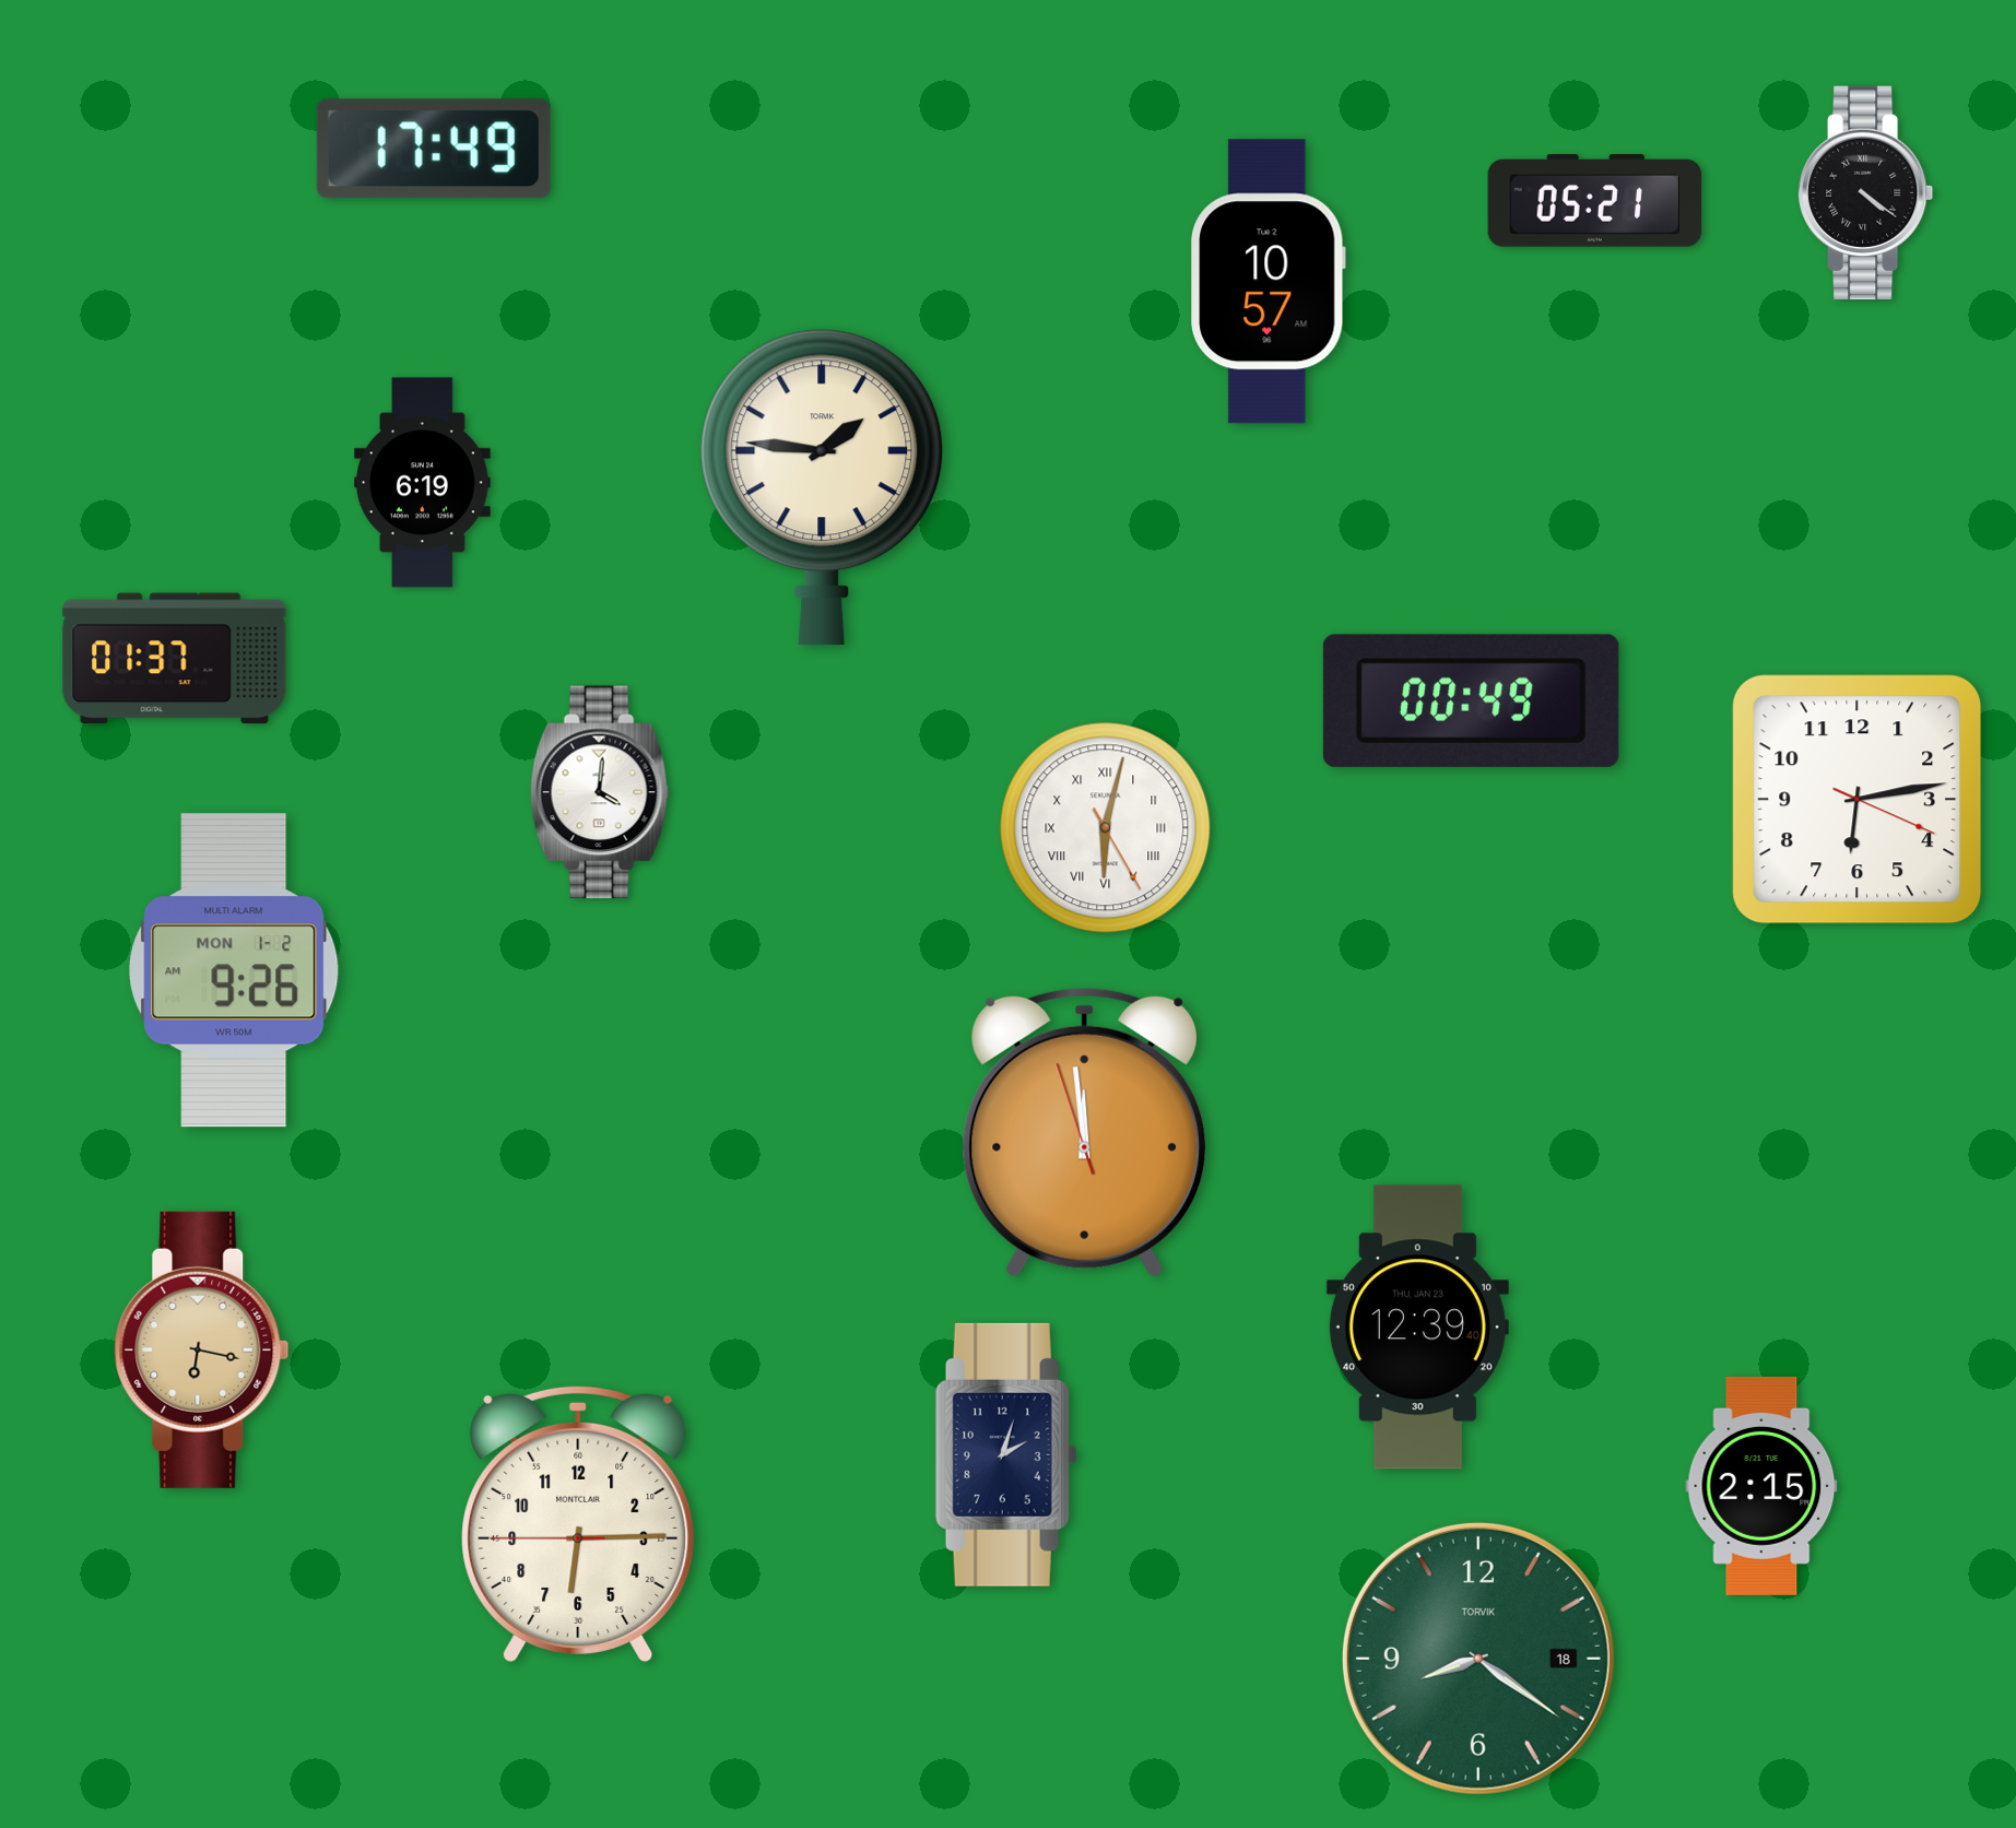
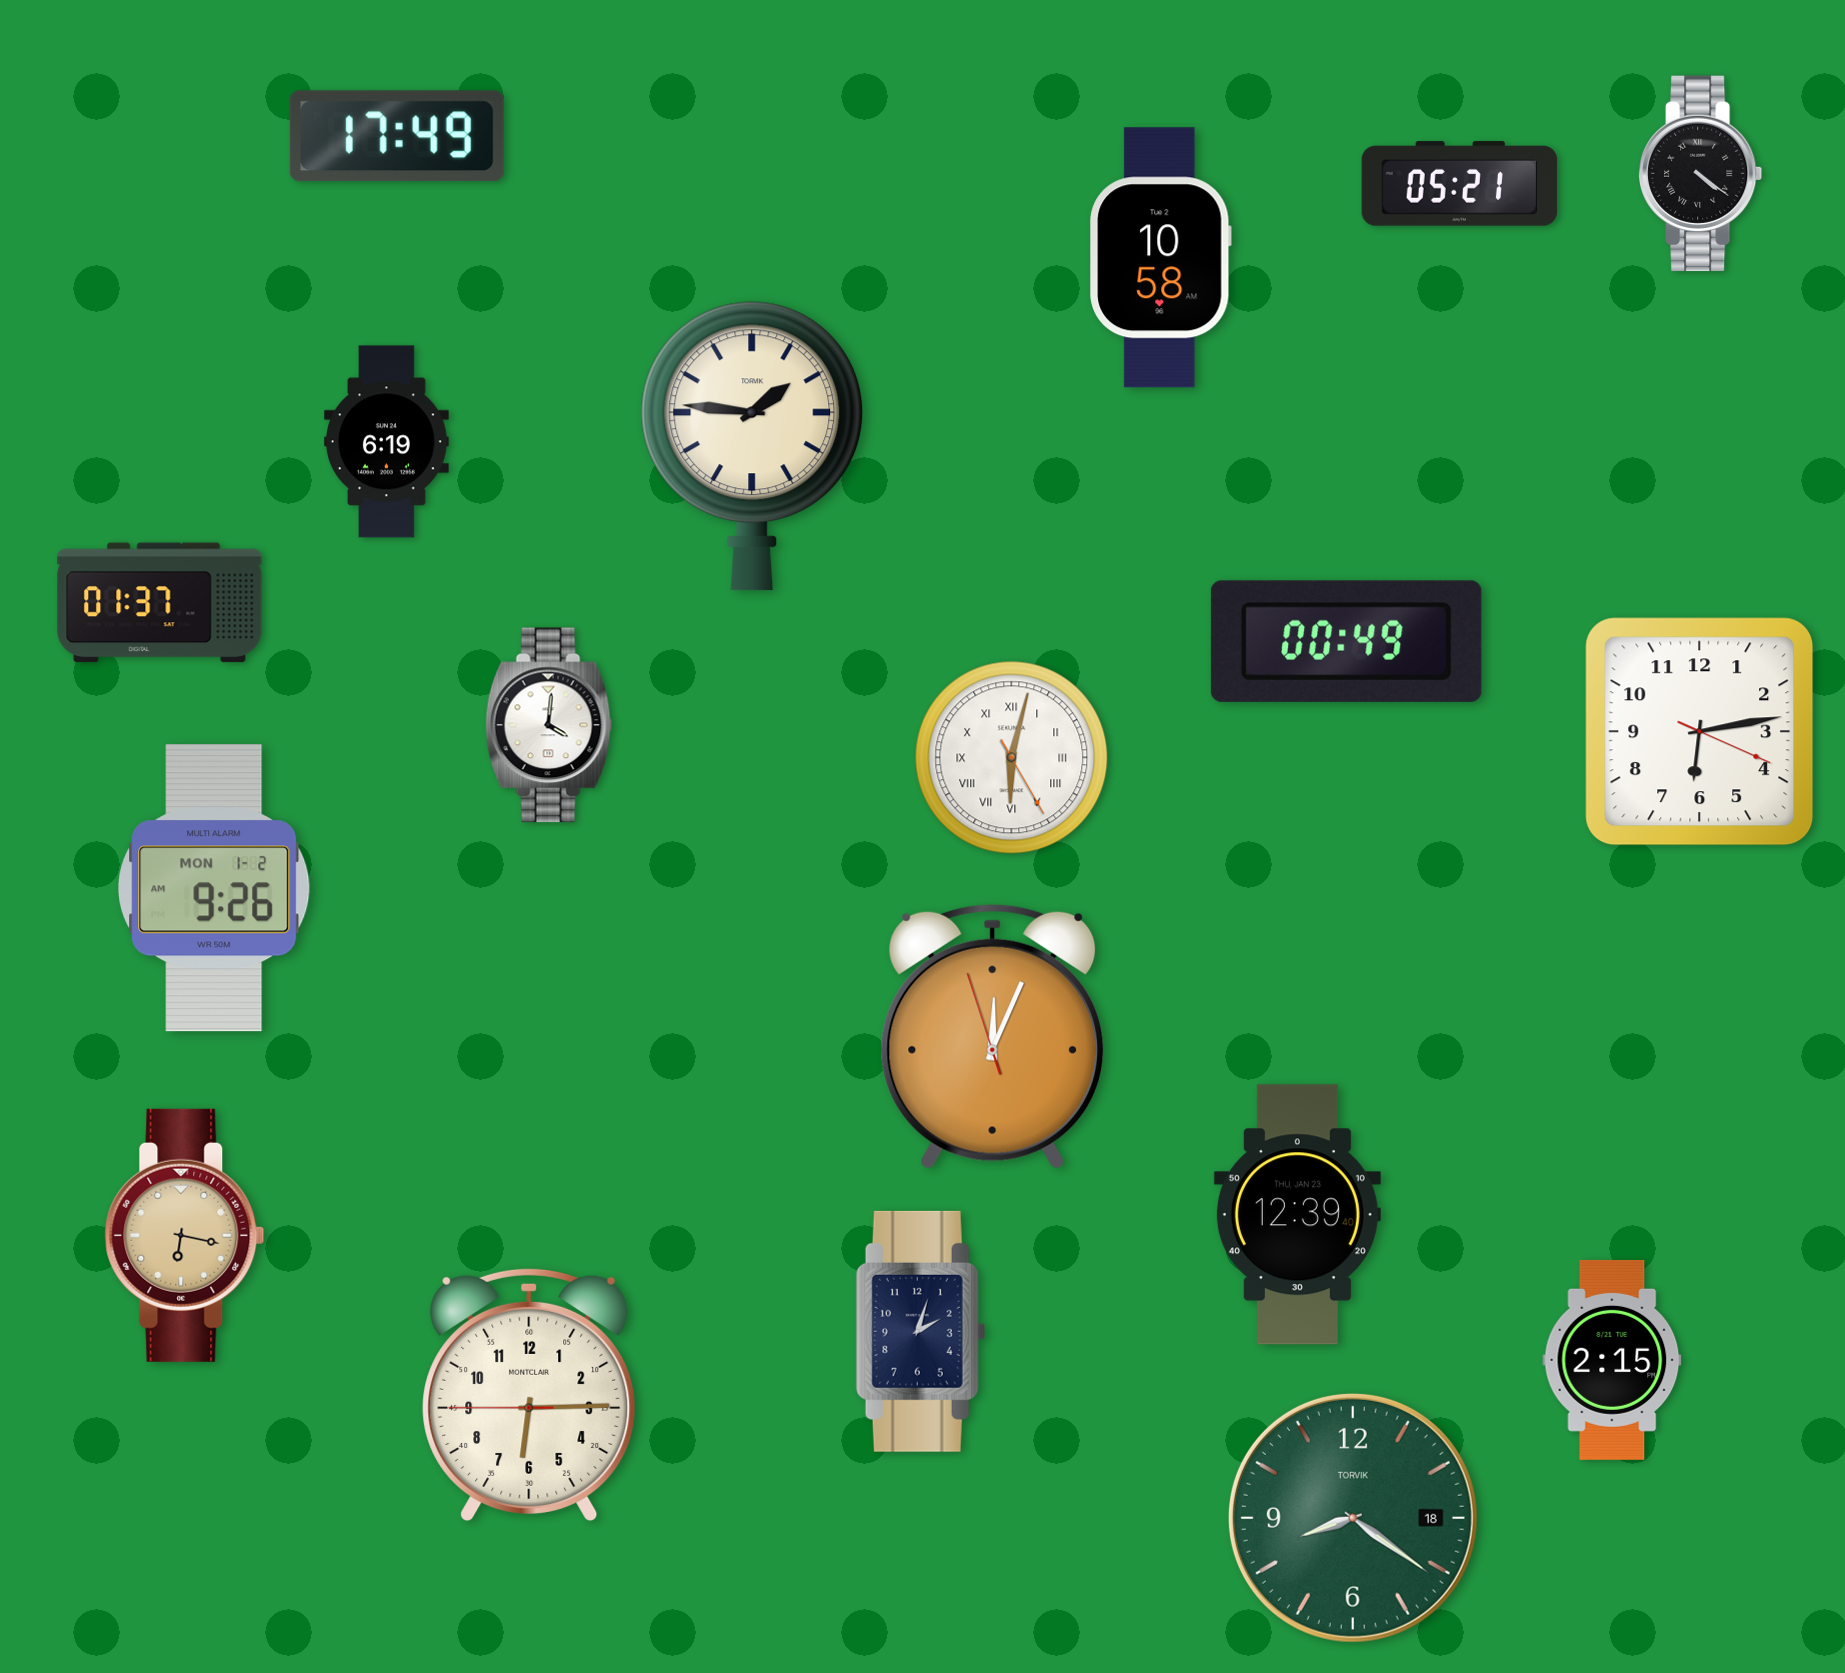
clock at (1866, 193) position: (1866, 193) -> (1701, 174)
clock at (1269, 282): 10:57 -> 10:58
clock at (1085, 1132): 11:58 -> 12:03
